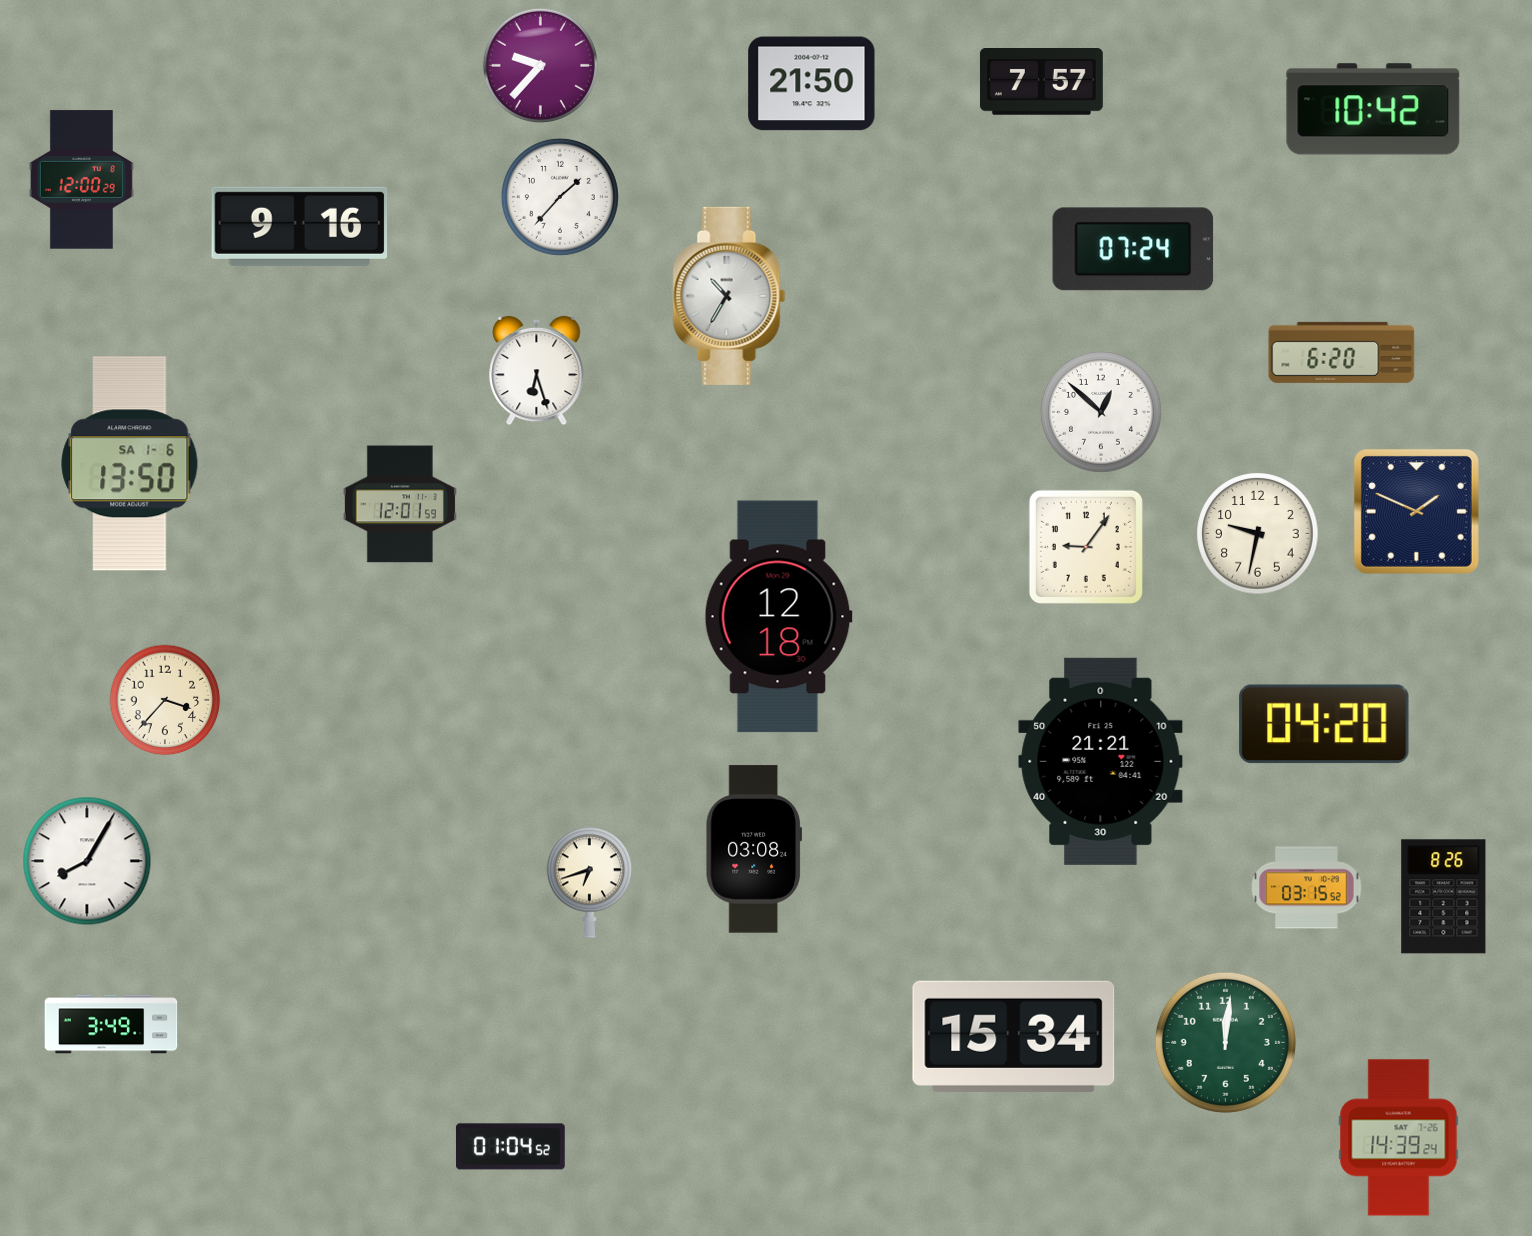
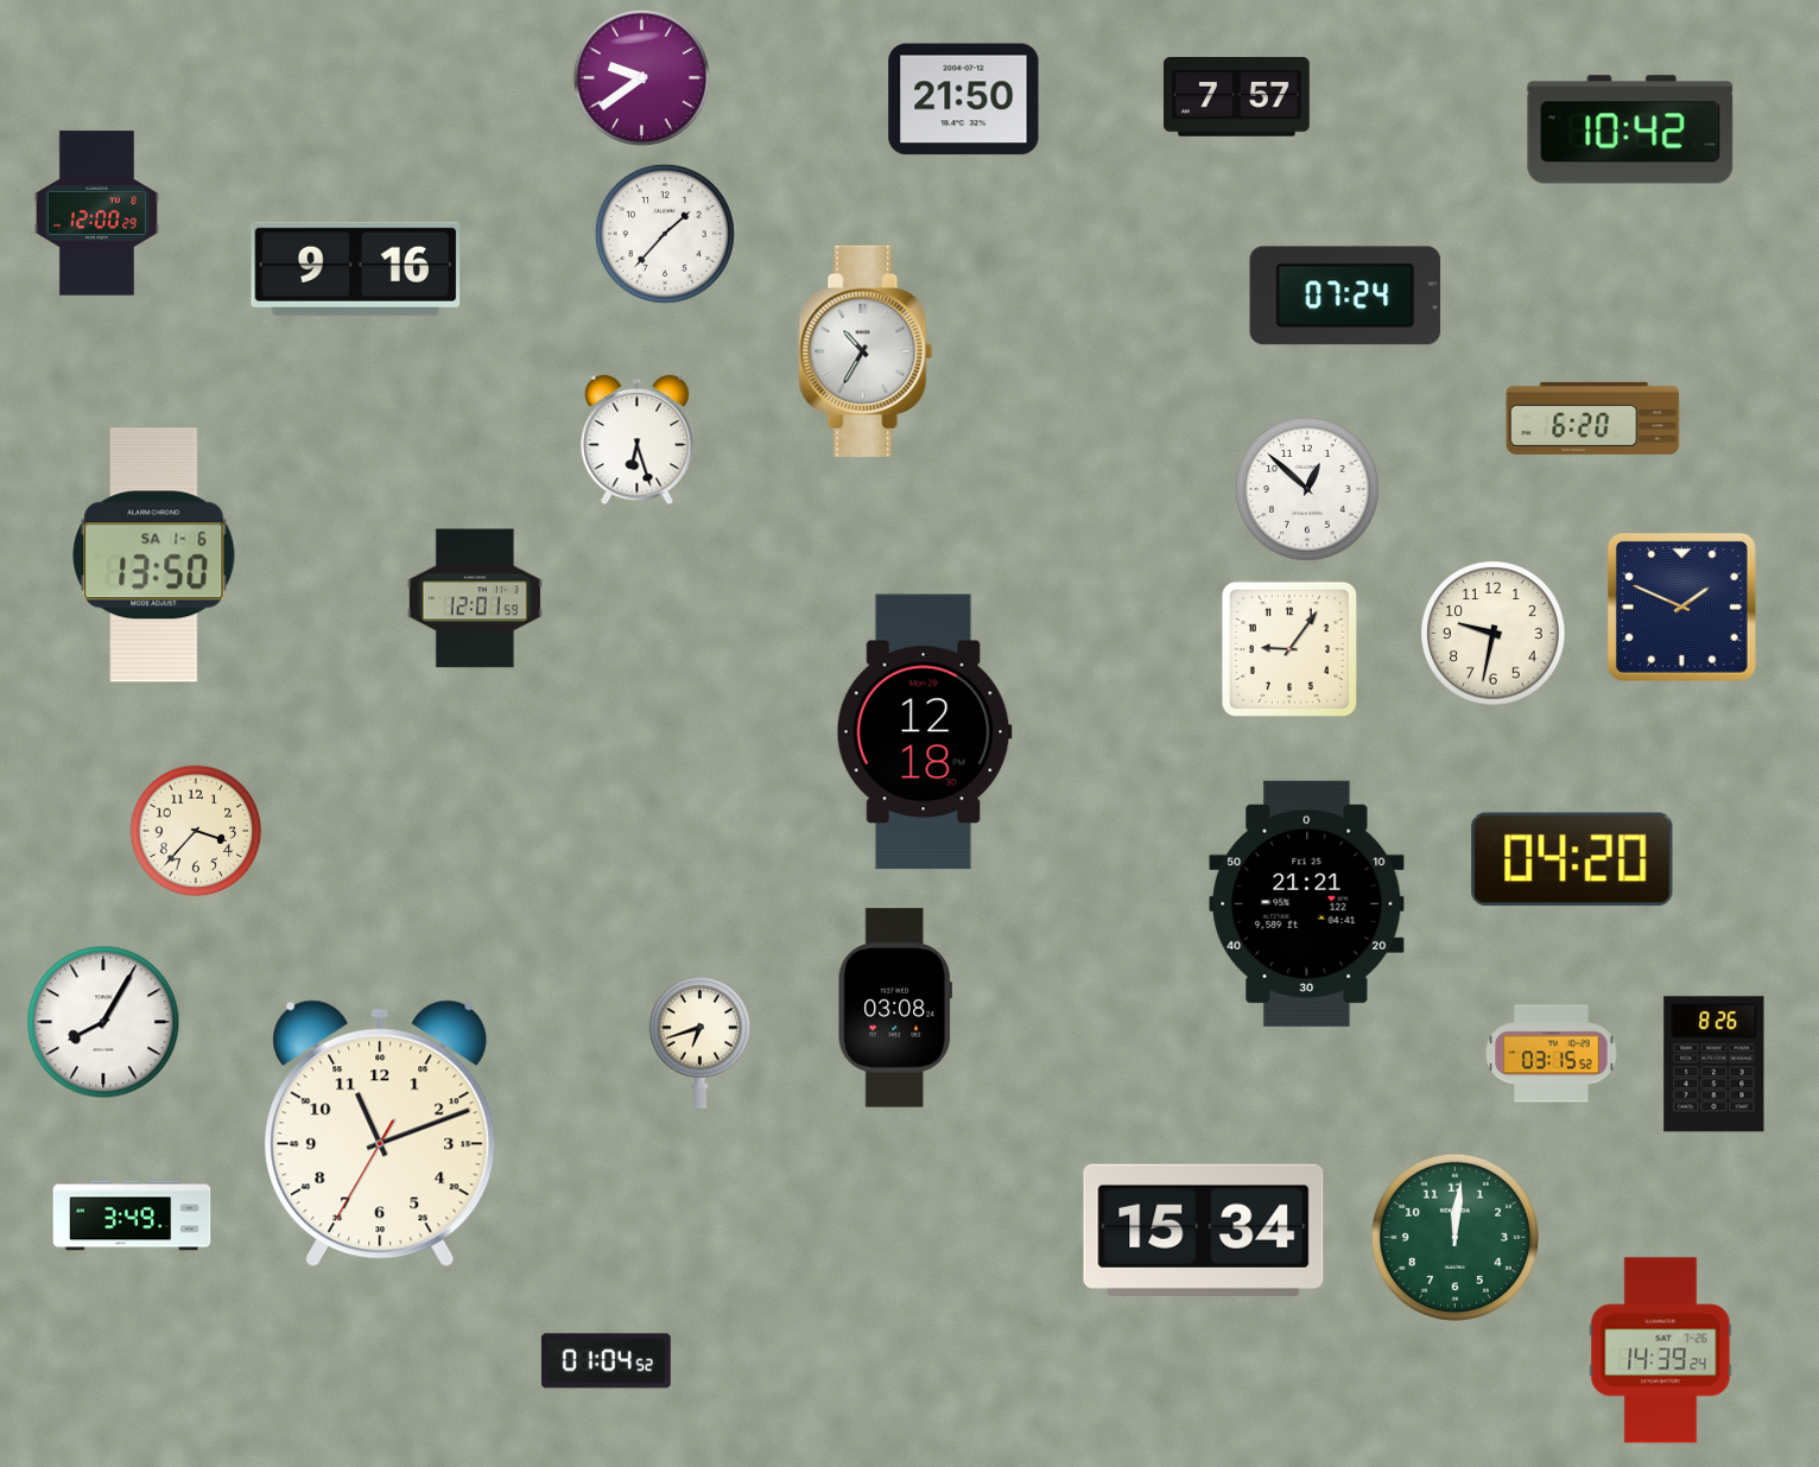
clock at (540, 65): 9:37 -> 9:39
clock at (130, 464) position: (130, 464) -> (154, 555)
clock at (590, 882) position: (590, 882) -> (701, 1042)
clock at (380, 1133): none -> 11:11
